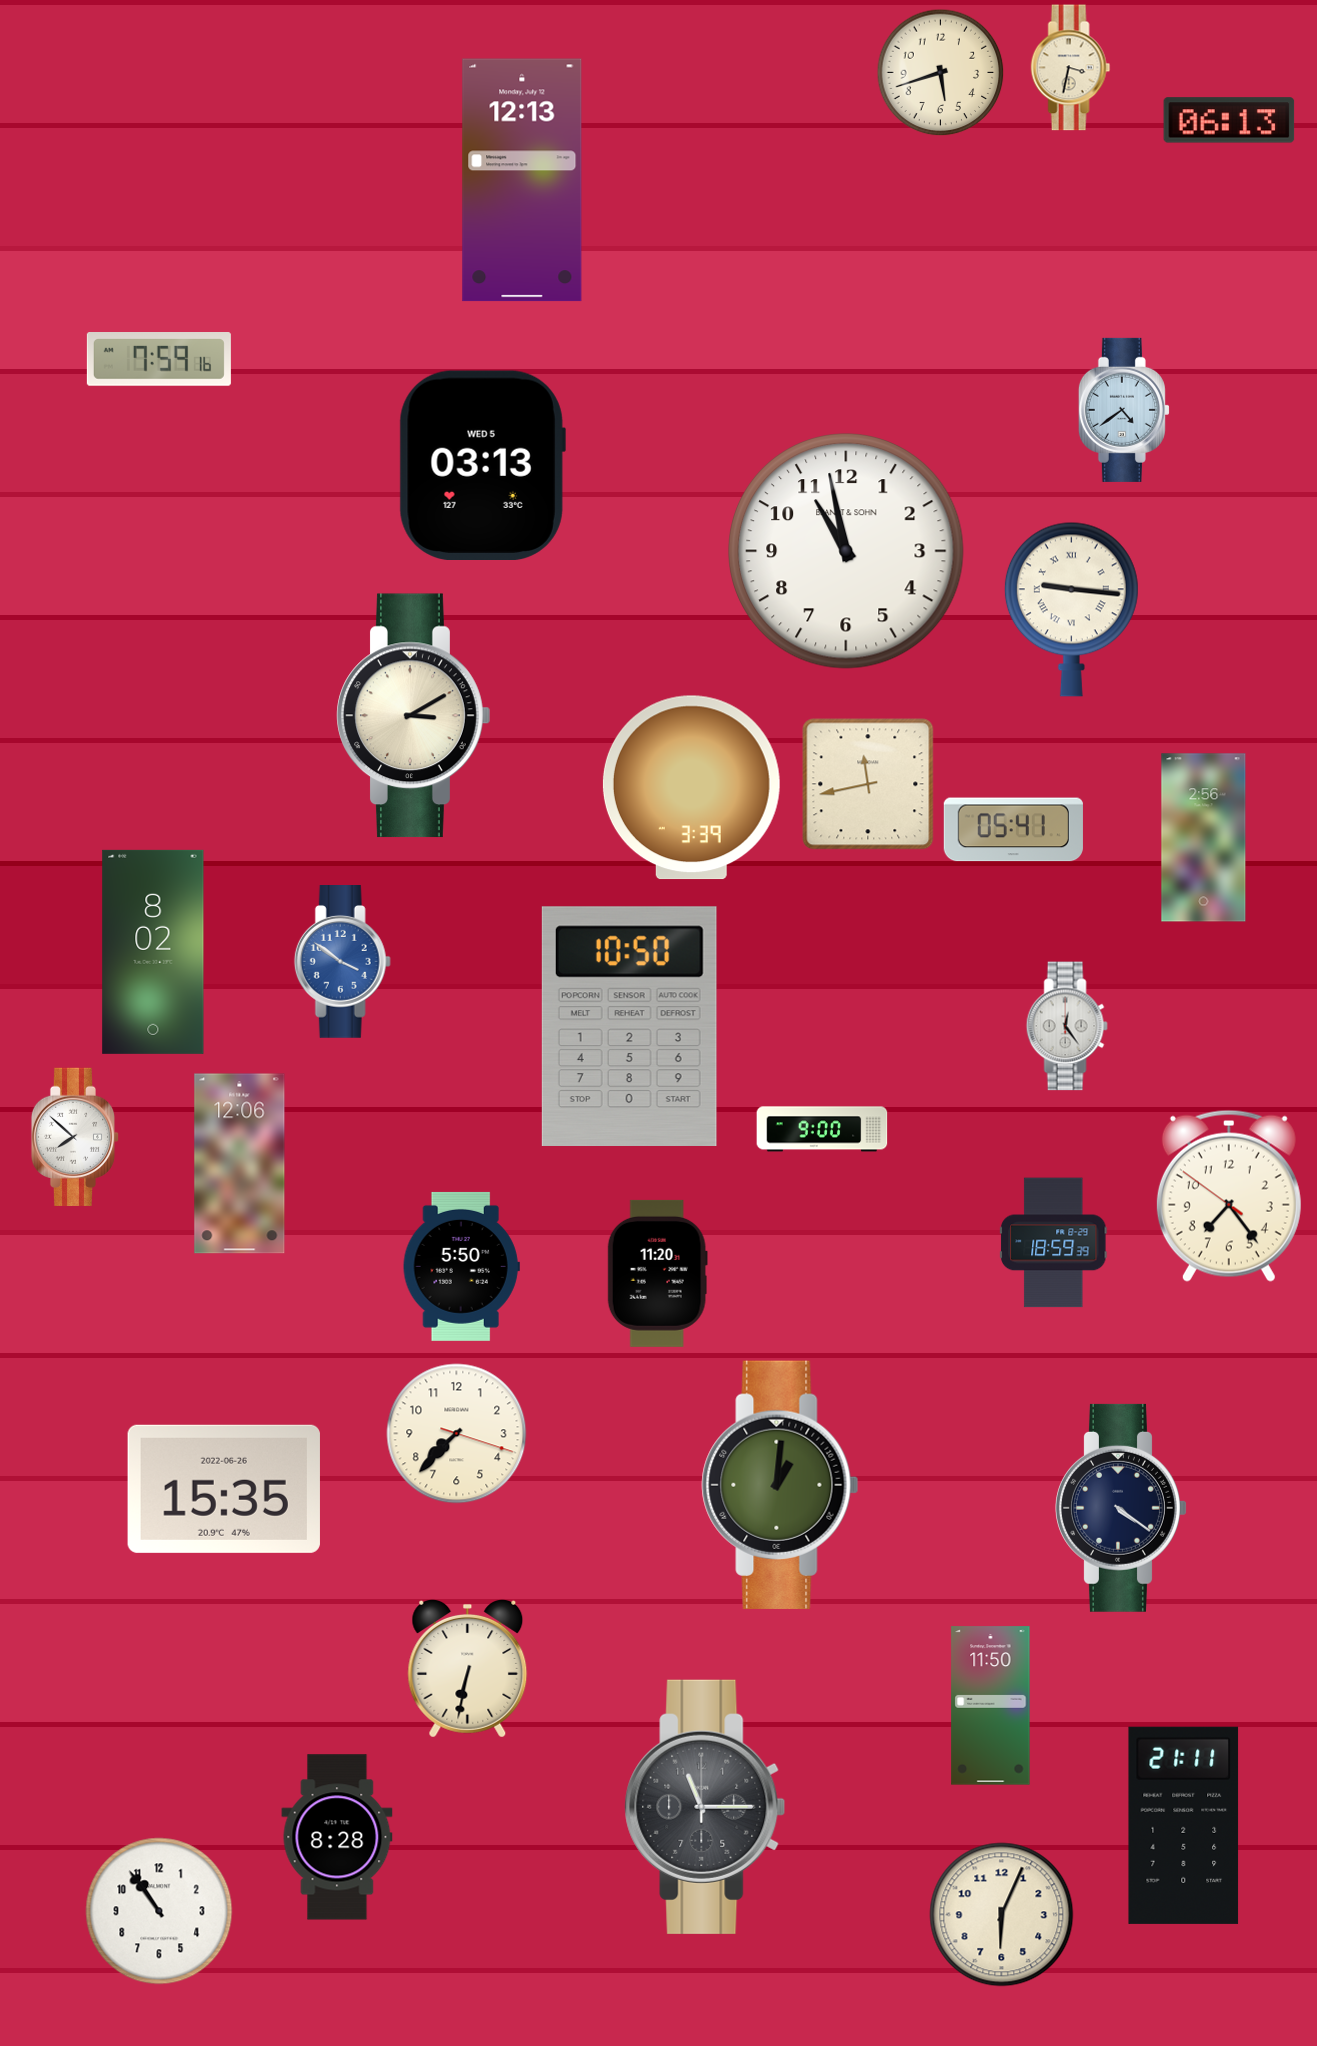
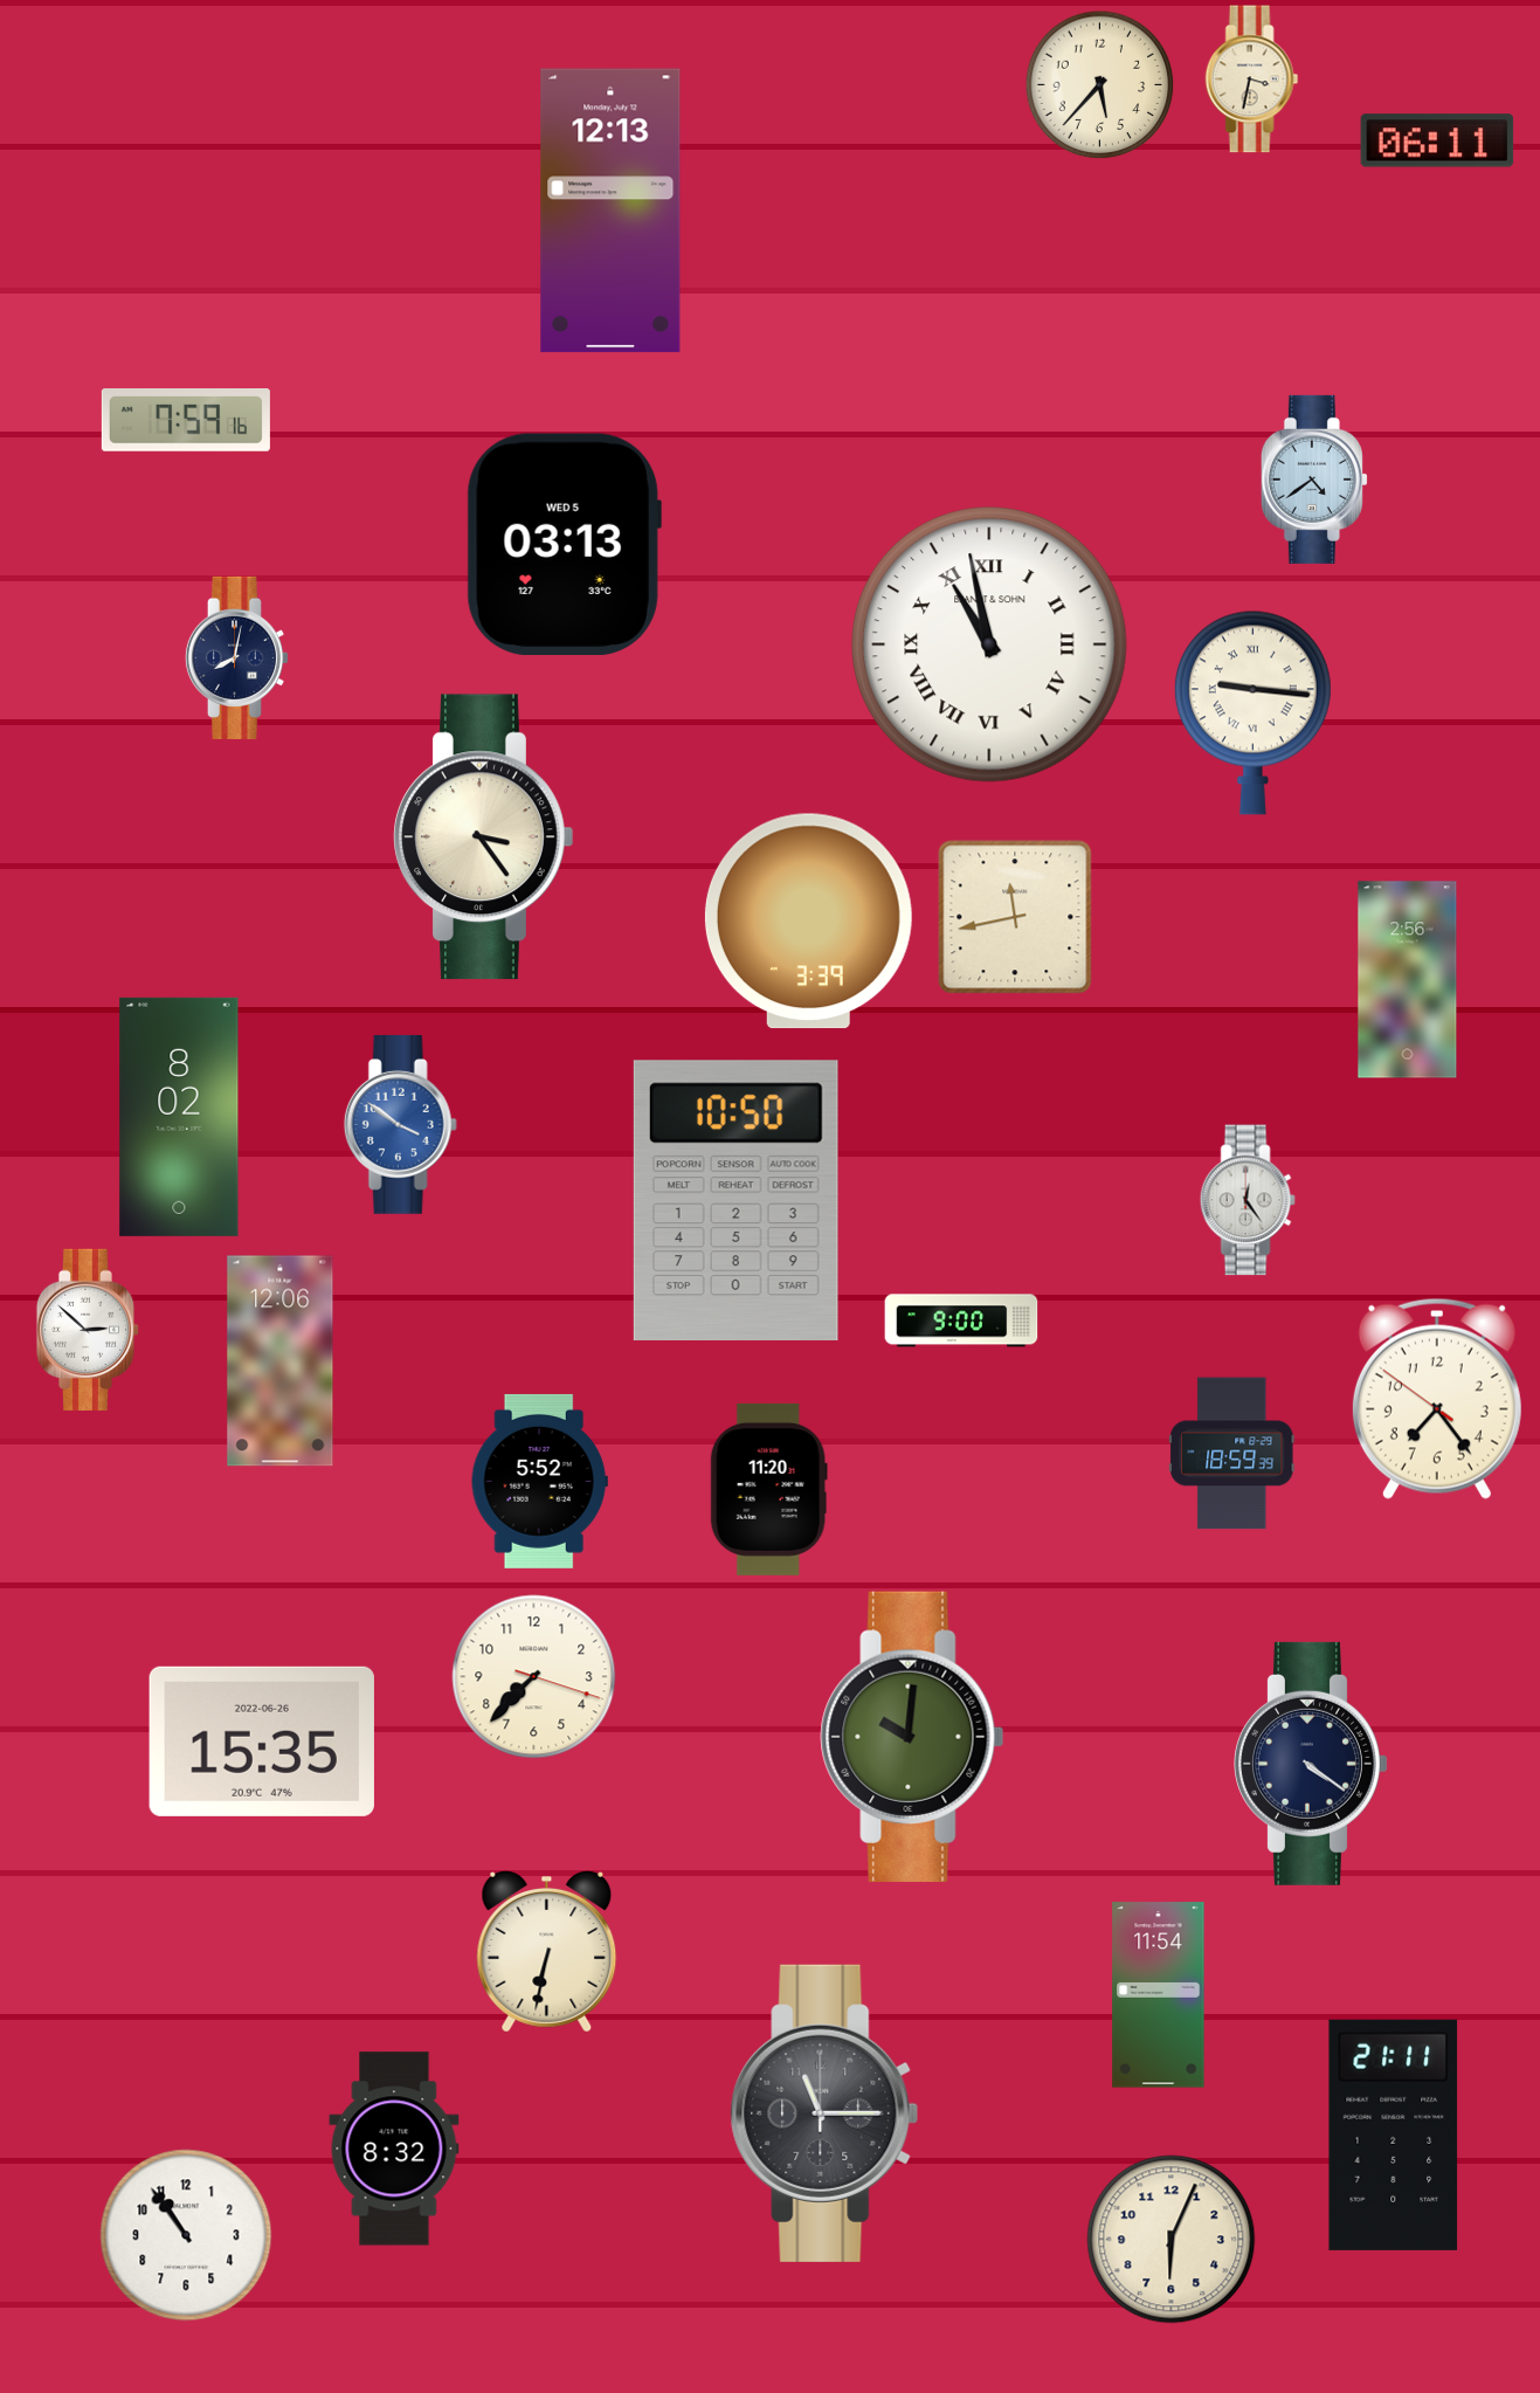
clock at (940, 72): 5:42 -> 5:37
clock at (1229, 120): 06:13 -> 06:11
clock at (846, 551) numerals: Arabic -> Roman
clock at (237, 657): none -> 8:02
clock at (414, 716): 3:10 -> 3:24
clock at (1013, 830): 05:41 -> none
clock at (153, 952) position: (153, 952) -> (179, 1117)
clock at (75, 1137): 7:52 -> 2:52
clock at (461, 1266): 5:50 -> 5:52
clock at (780, 1485): 1:01 -> 10:01
clock at (991, 1706): 11:50 -> 11:54
clock at (1184, 1825) position: (1184, 1825) -> (1394, 2135)
clock at (337, 1837): 8:28 -> 8:32
